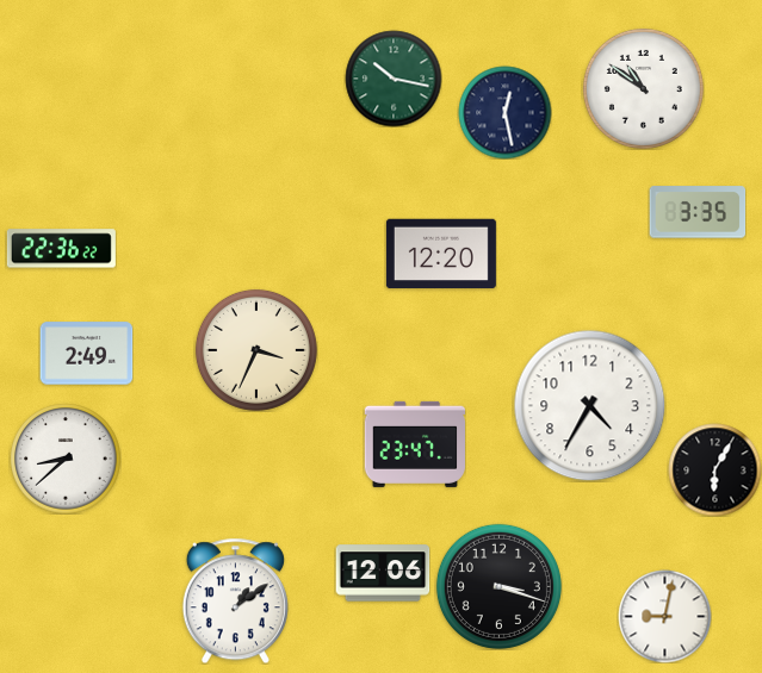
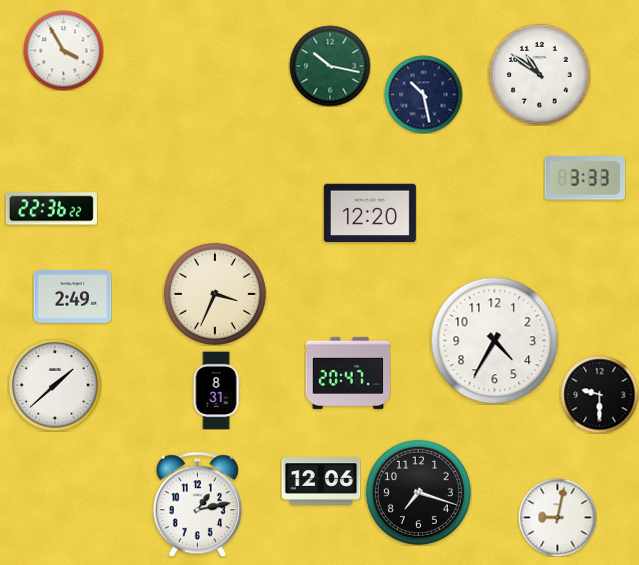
clock at (63, 50): none -> 3:55
clock at (504, 112): 12:28 -> 10:28
clock at (698, 212): 3:35 -> 3:33
clock at (414, 444): 23:47 -> 20:47
clock at (66, 459): 8:38 -> 1:38
clock at (216, 390): none -> 8:31
clock at (714, 469): 6:05 -> 9:30
clock at (498, 586): 3:18 -> 7:18
clock at (235, 600): 1:09 -> 1:13
